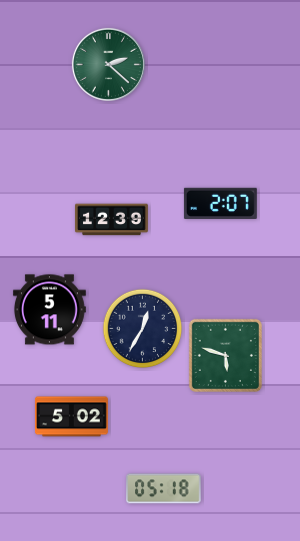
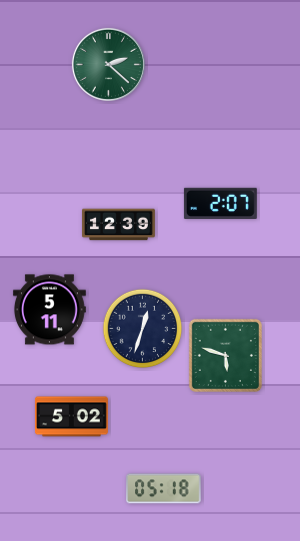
clock at (111, 220) position: (111, 220) -> (118, 225)
clock at (143, 329): 12:35 -> 12:33
